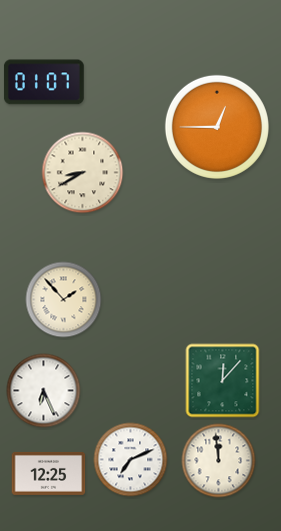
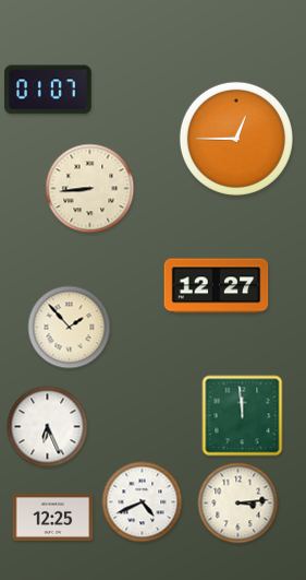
clock at (83, 173): 8:40 -> 8:44
clock at (217, 286): none -> 12:27
clock at (223, 381): 12:07 -> 11:59
clock at (131, 460): 7:11 -> 4:41
clock at (219, 461): 11:59 -> 3:14
